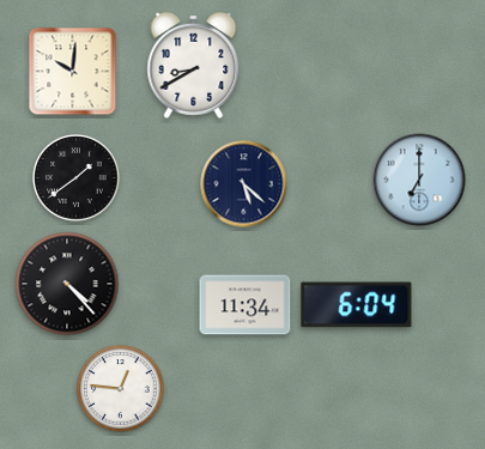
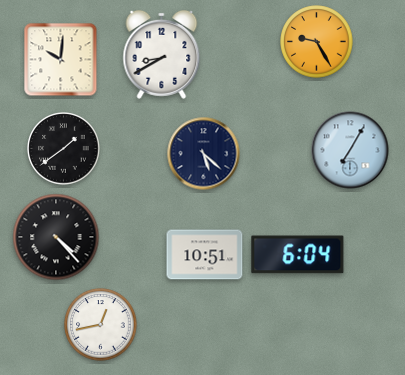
clock at (317, 42): none -> 9:25
clock at (419, 180): 7:00 -> 7:05
clock at (245, 305): 11:34 -> 10:51
clock at (121, 389): 12:46 -> 12:43
